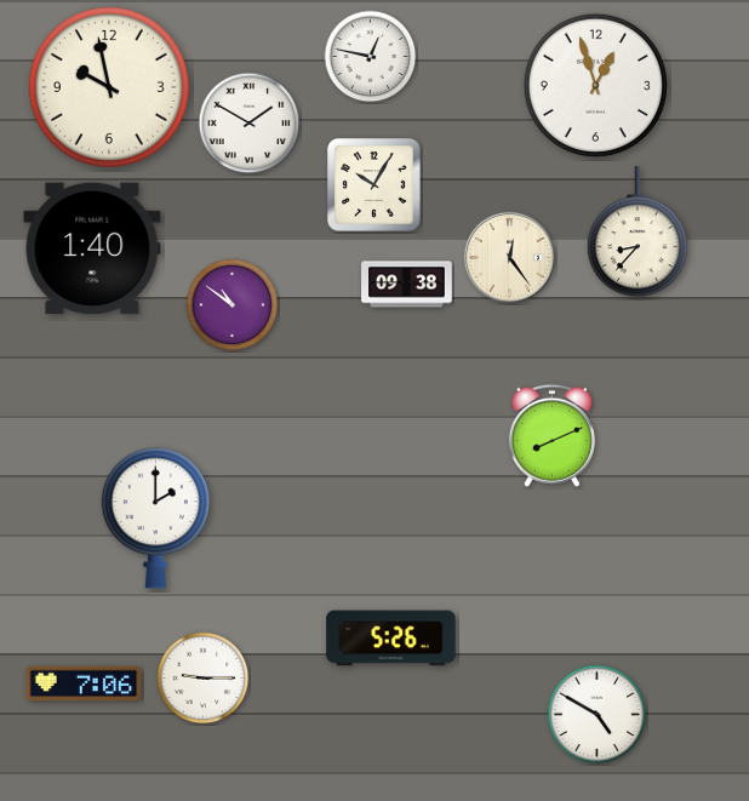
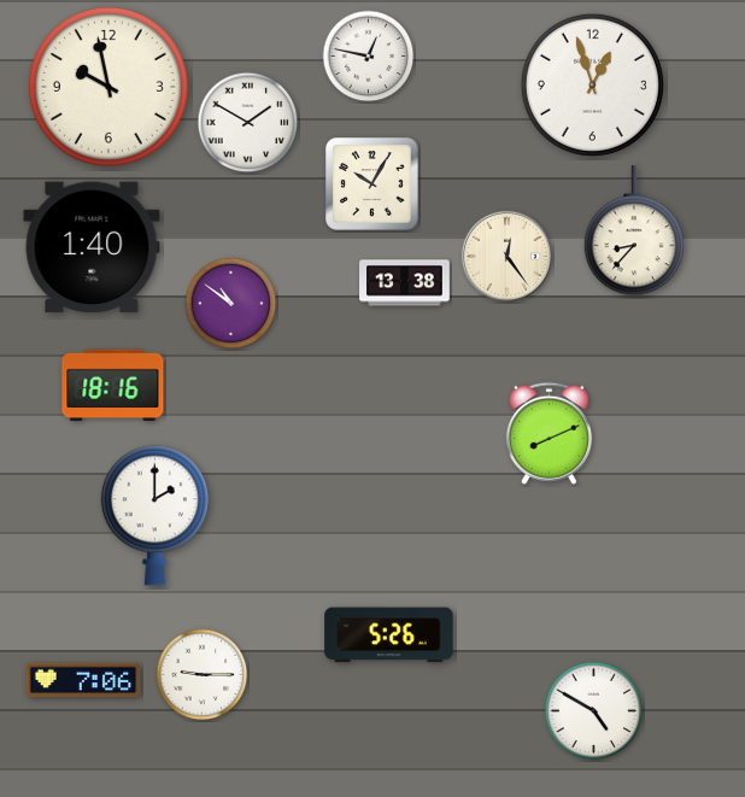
clock at (407, 285): 09:38 -> 13:38
clock at (113, 386): none -> 18:16
